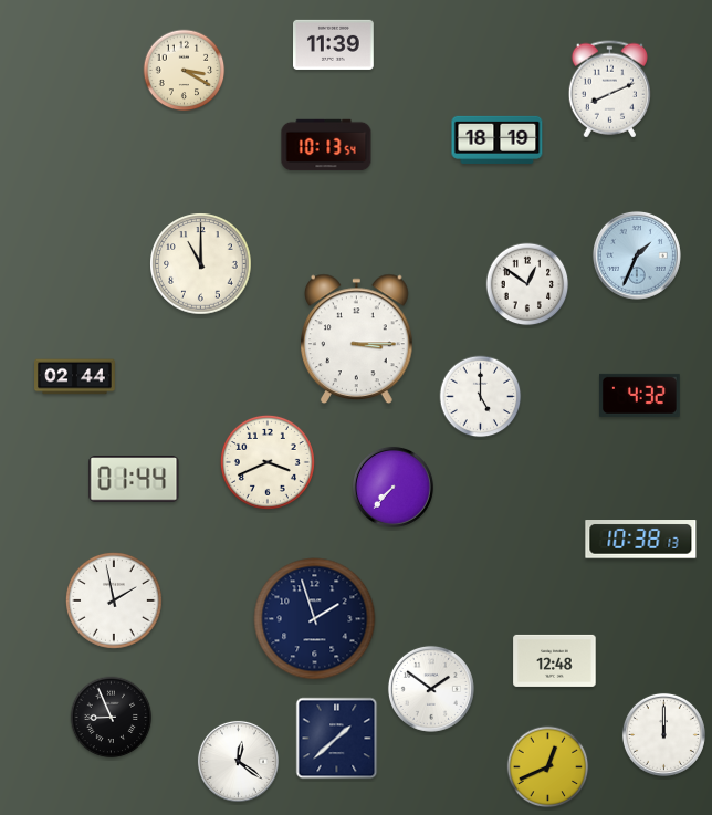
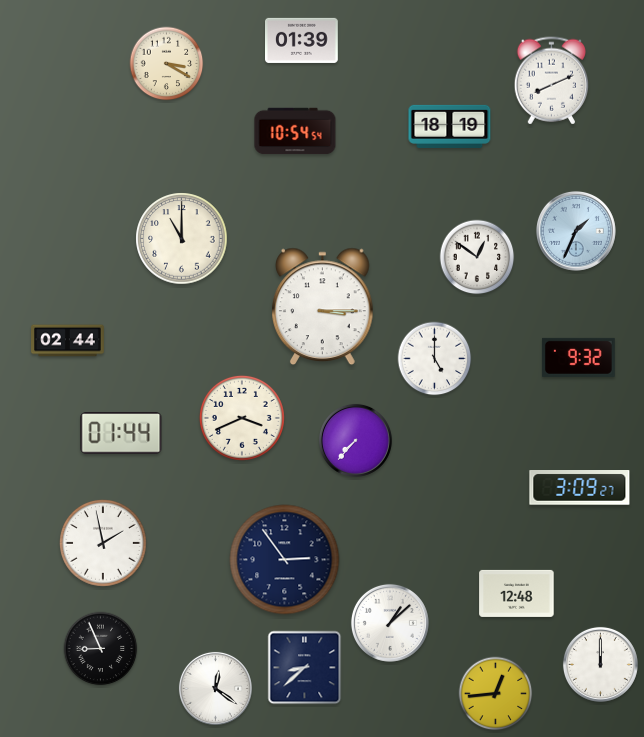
clock at (334, 44): 11:39 -> 01:39
clock at (326, 145): 10:13 -> 10:54
clock at (639, 395): 4:32 -> 9:32
clock at (641, 540): 10:38 -> 3:09
clock at (315, 619): 1:57 -> 2:54
clock at (555, 660) position: (555, 660) -> (517, 593)
clock at (431, 689): 1:51 -> 1:08
clock at (337, 739): 1:38 -> 8:38
clock at (548, 767): 12:41 -> 12:44
